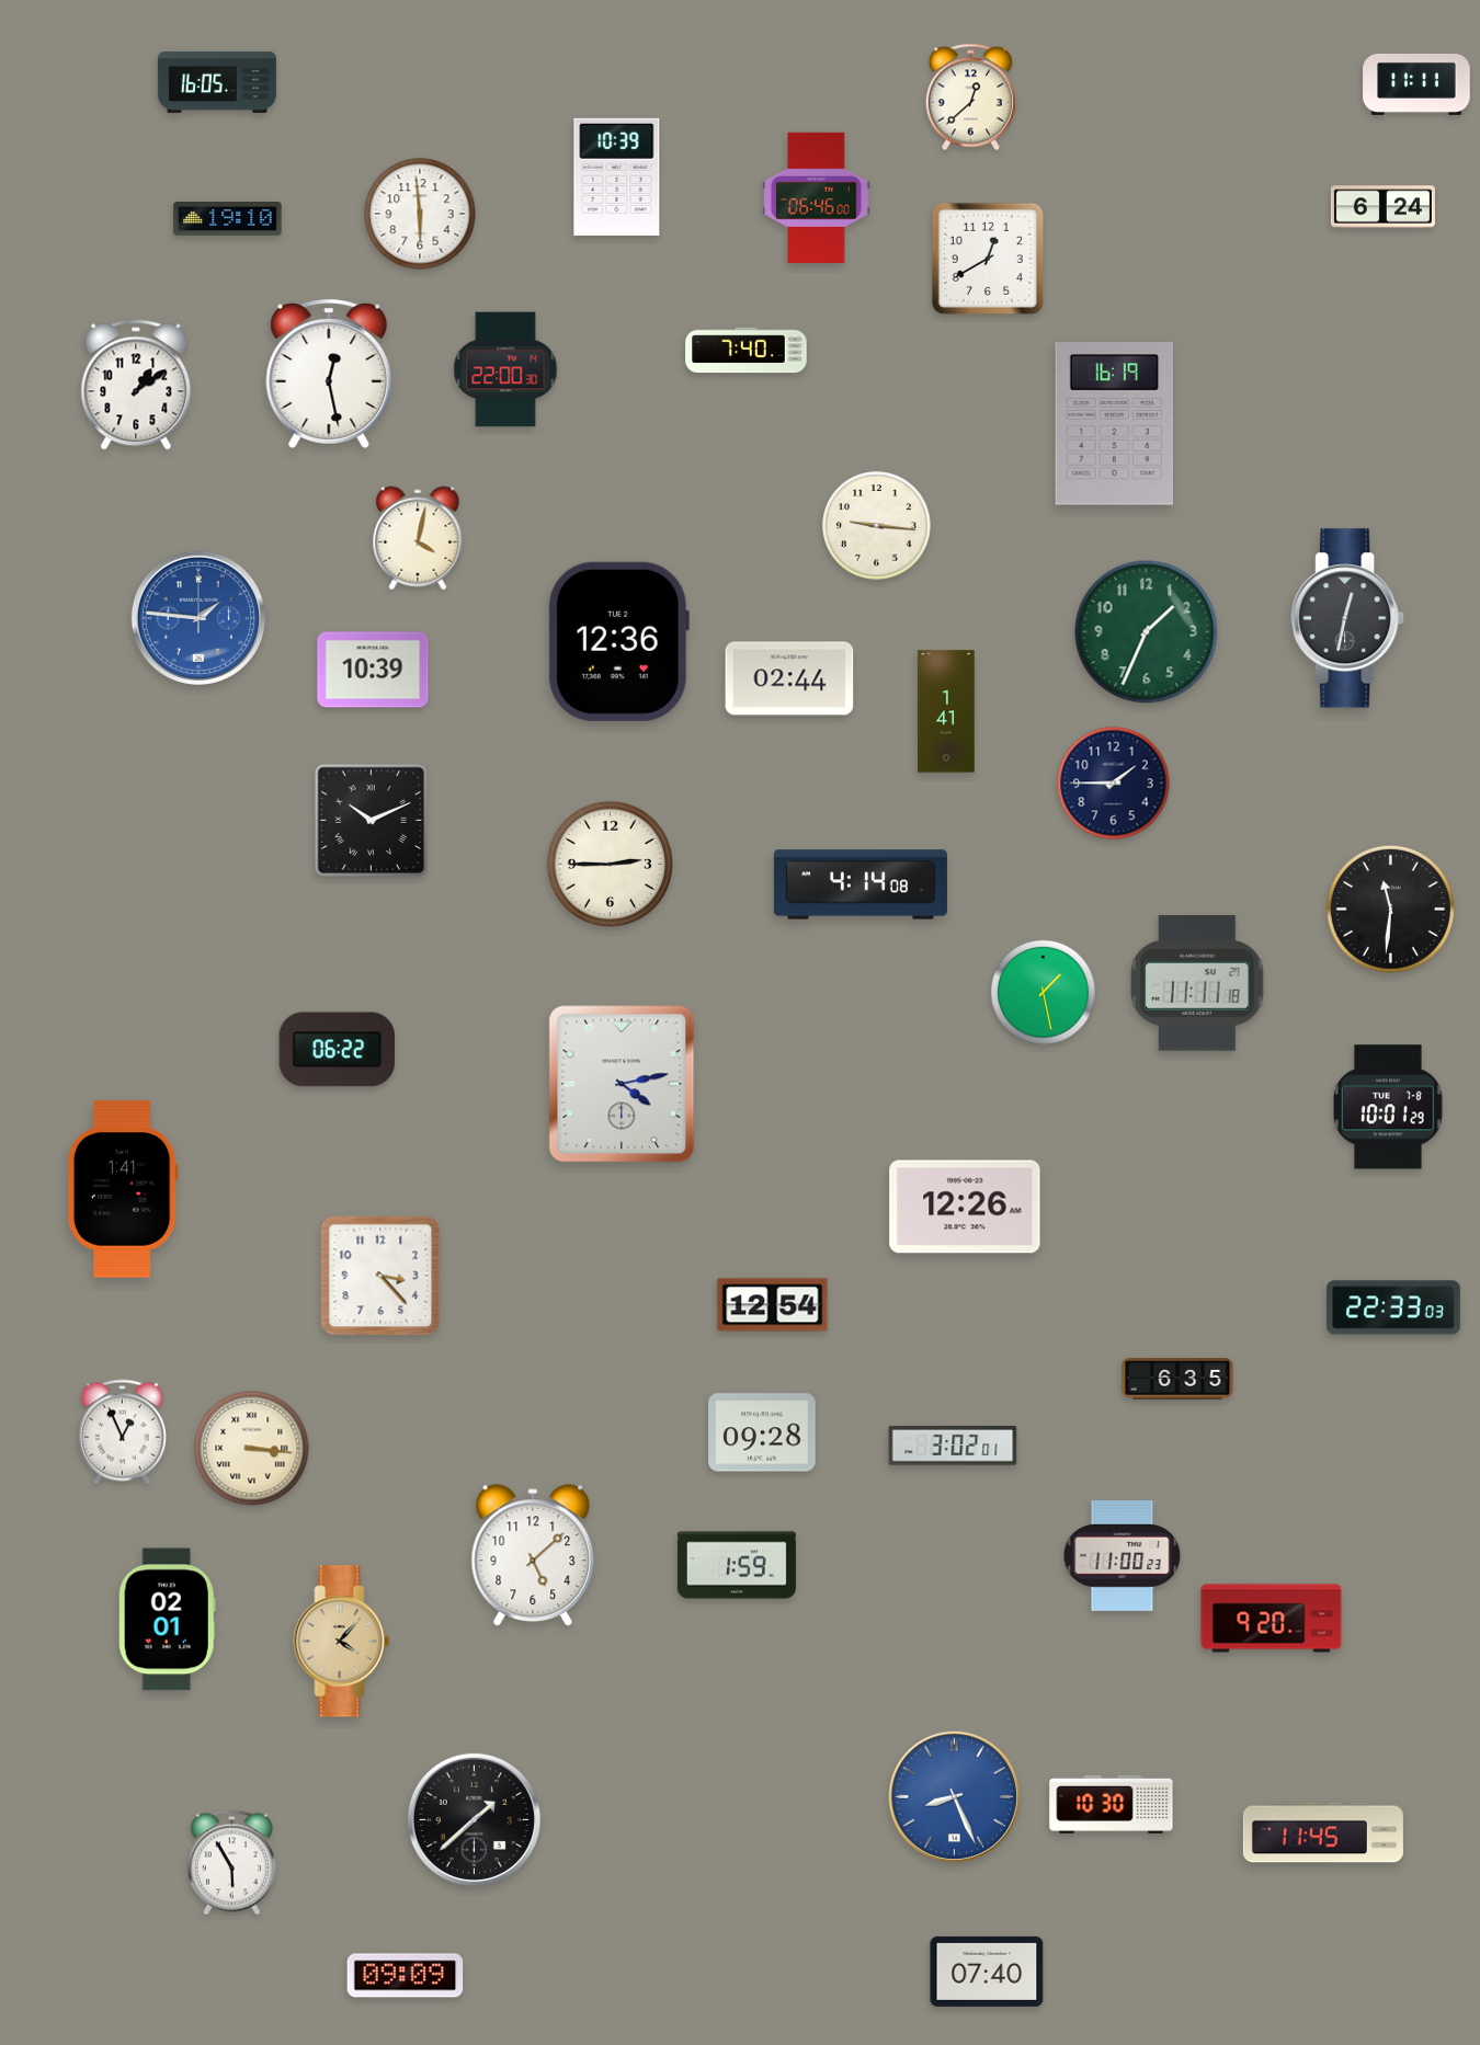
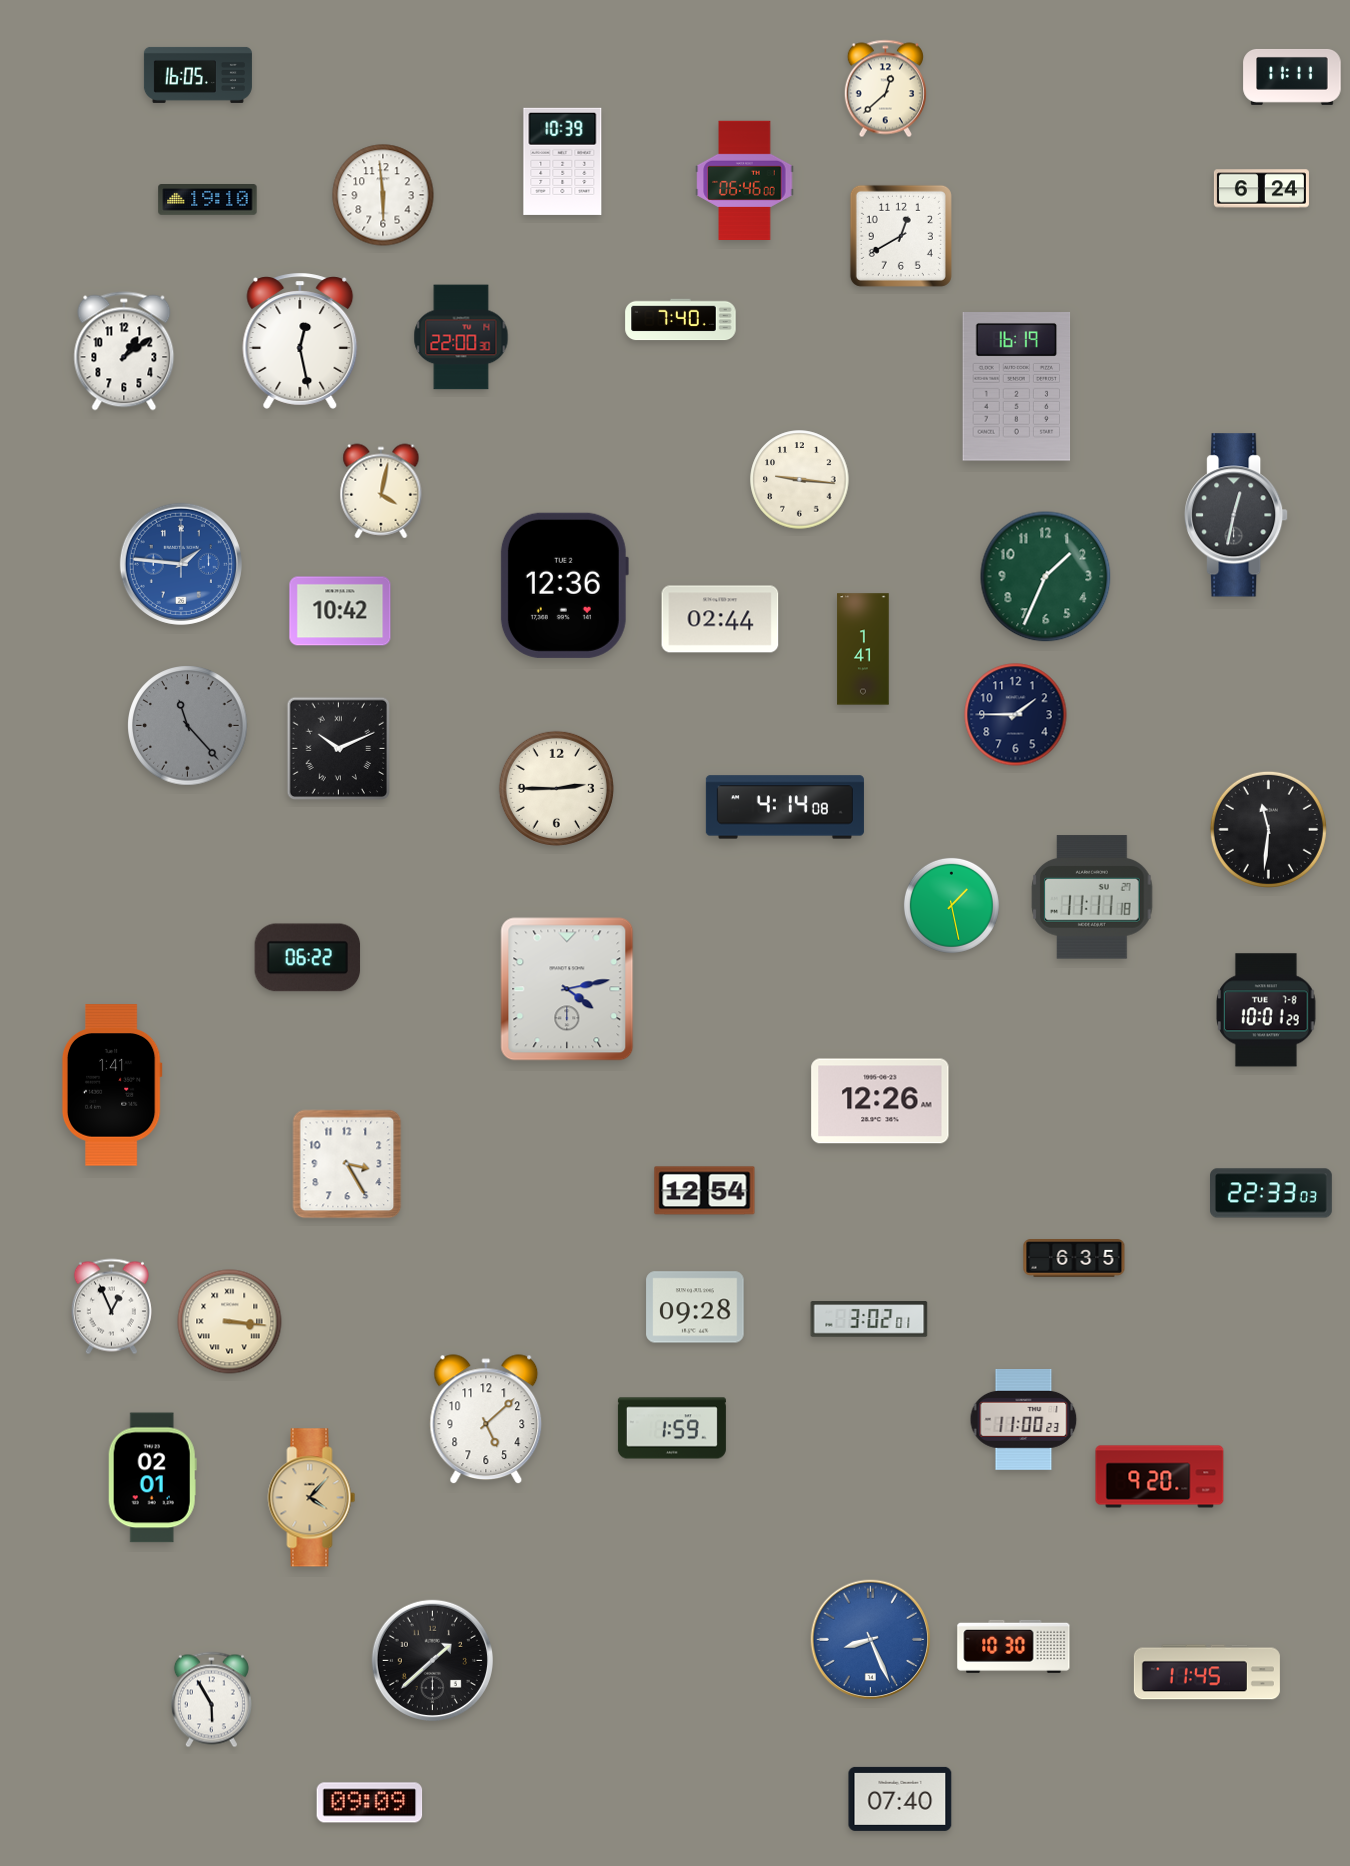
clock at (1347, 618) position: (1347, 618) -> (1236, 515)
clock at (373, 670): 10:39 -> 10:42
clock at (188, 726): none -> 11:23
clock at (380, 1276): 3:23 -> 3:25
